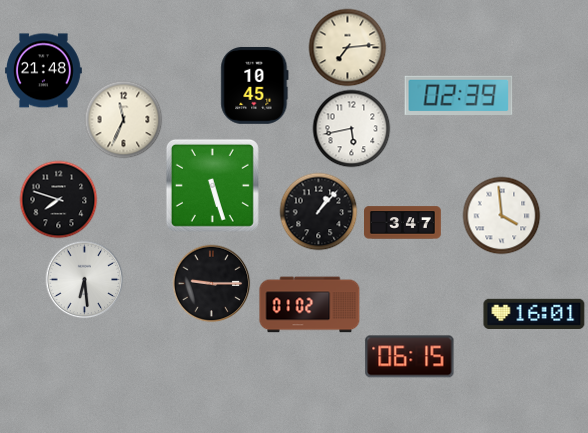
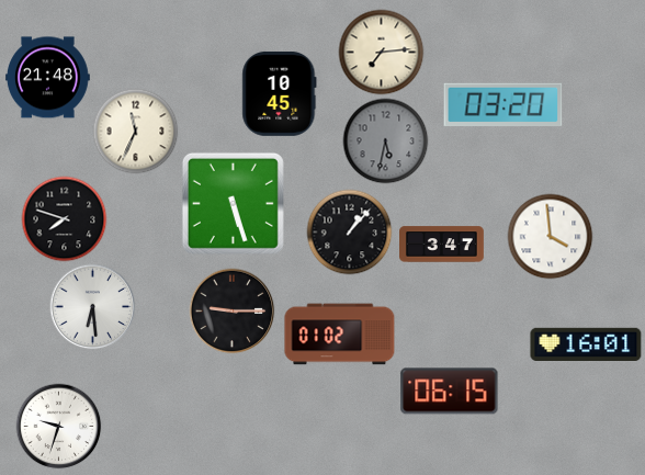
clock at (459, 96): 02:39 -> 03:20
clock at (351, 128): 5:43 -> 5:32
clock at (351, 128) dial: white -> grey
clock at (58, 426): none -> 9:33
